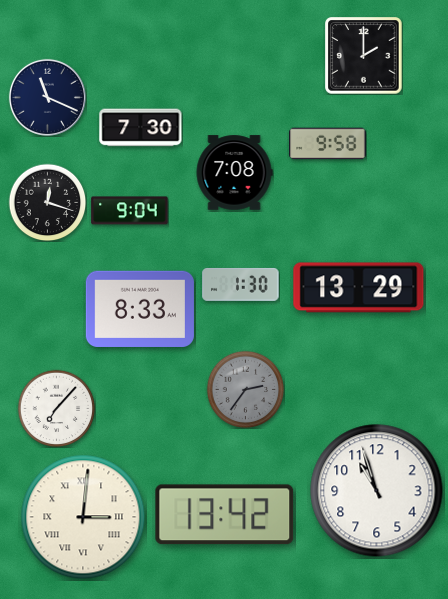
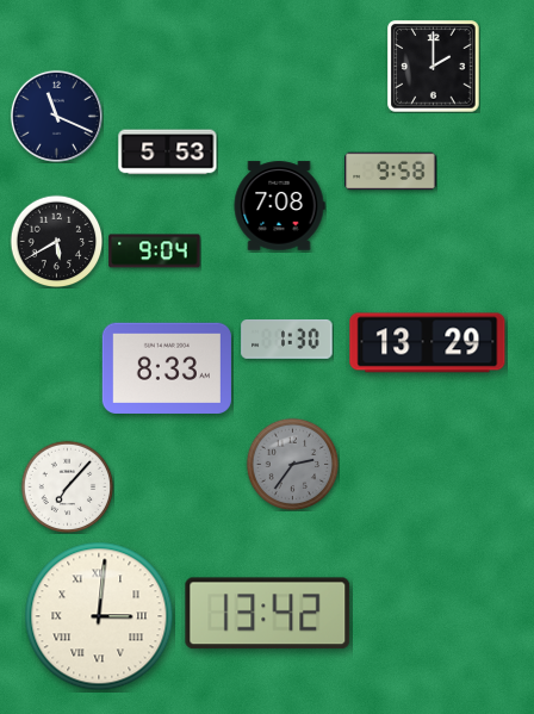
clock at (141, 128): 7:30 -> 5:53
clock at (47, 202): 12:18 -> 5:40
clock at (377, 491): 10:57 -> none
